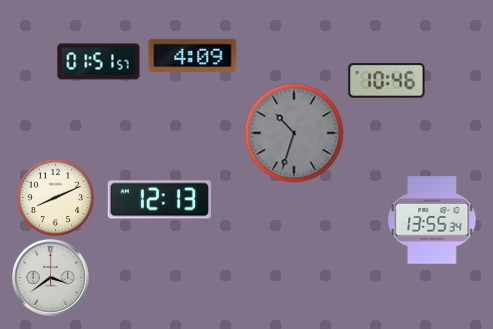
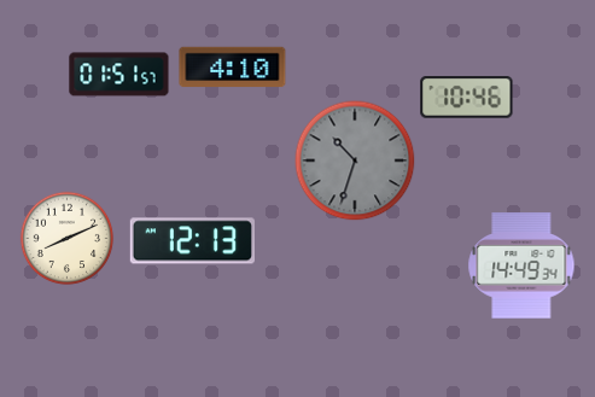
clock at (193, 56): 4:09 -> 4:10
clock at (432, 220): 13:55 -> 14:49
clock at (50, 277): 3:39 -> none
